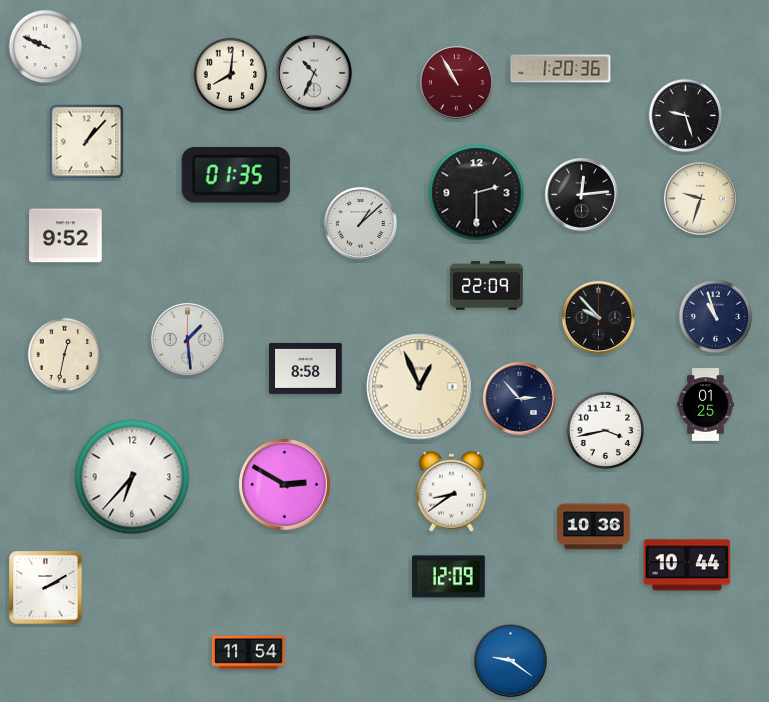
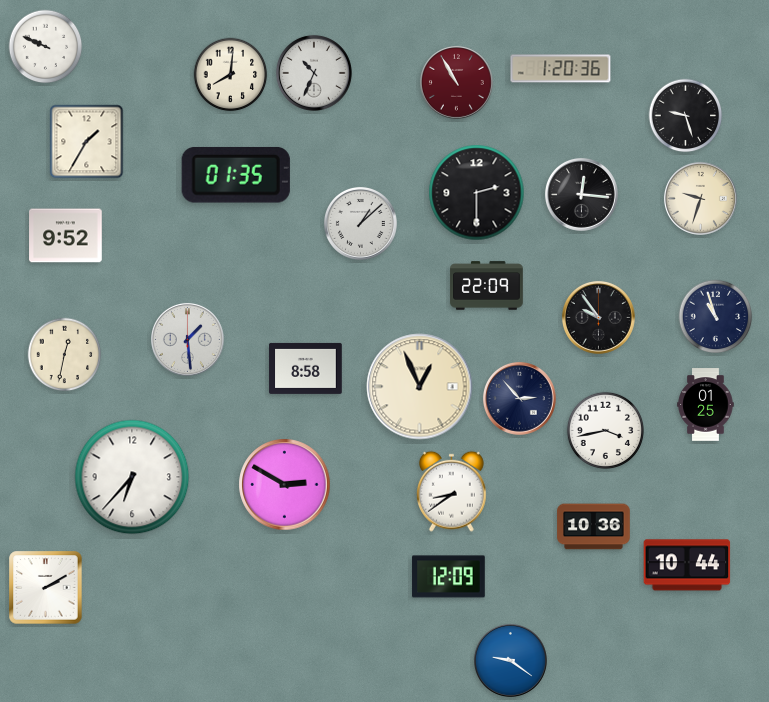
clock at (87, 142): 1:07 -> 1:35
clock at (581, 194): 12:14 -> 12:16
clock at (598, 317): 9:53 -> 9:54
clock at (249, 653): 11:54 -> none
